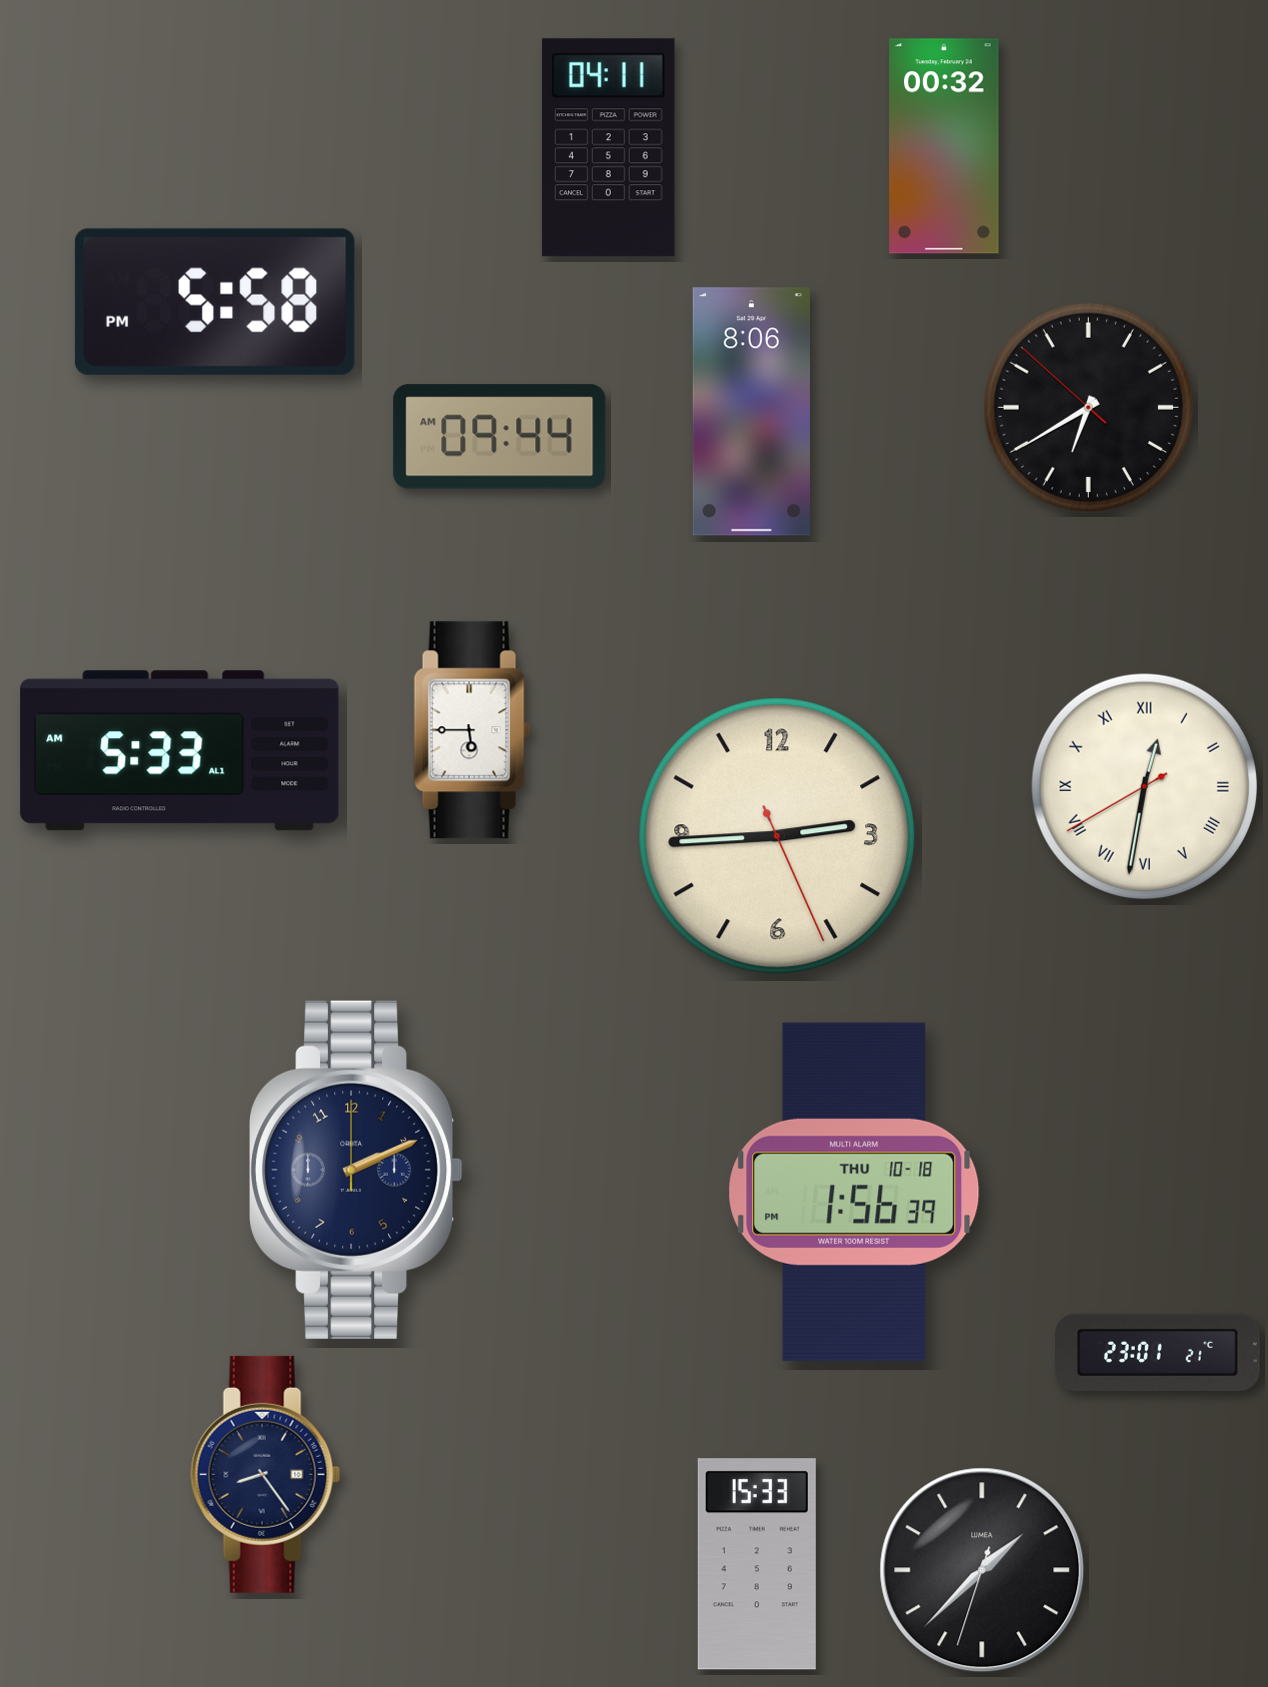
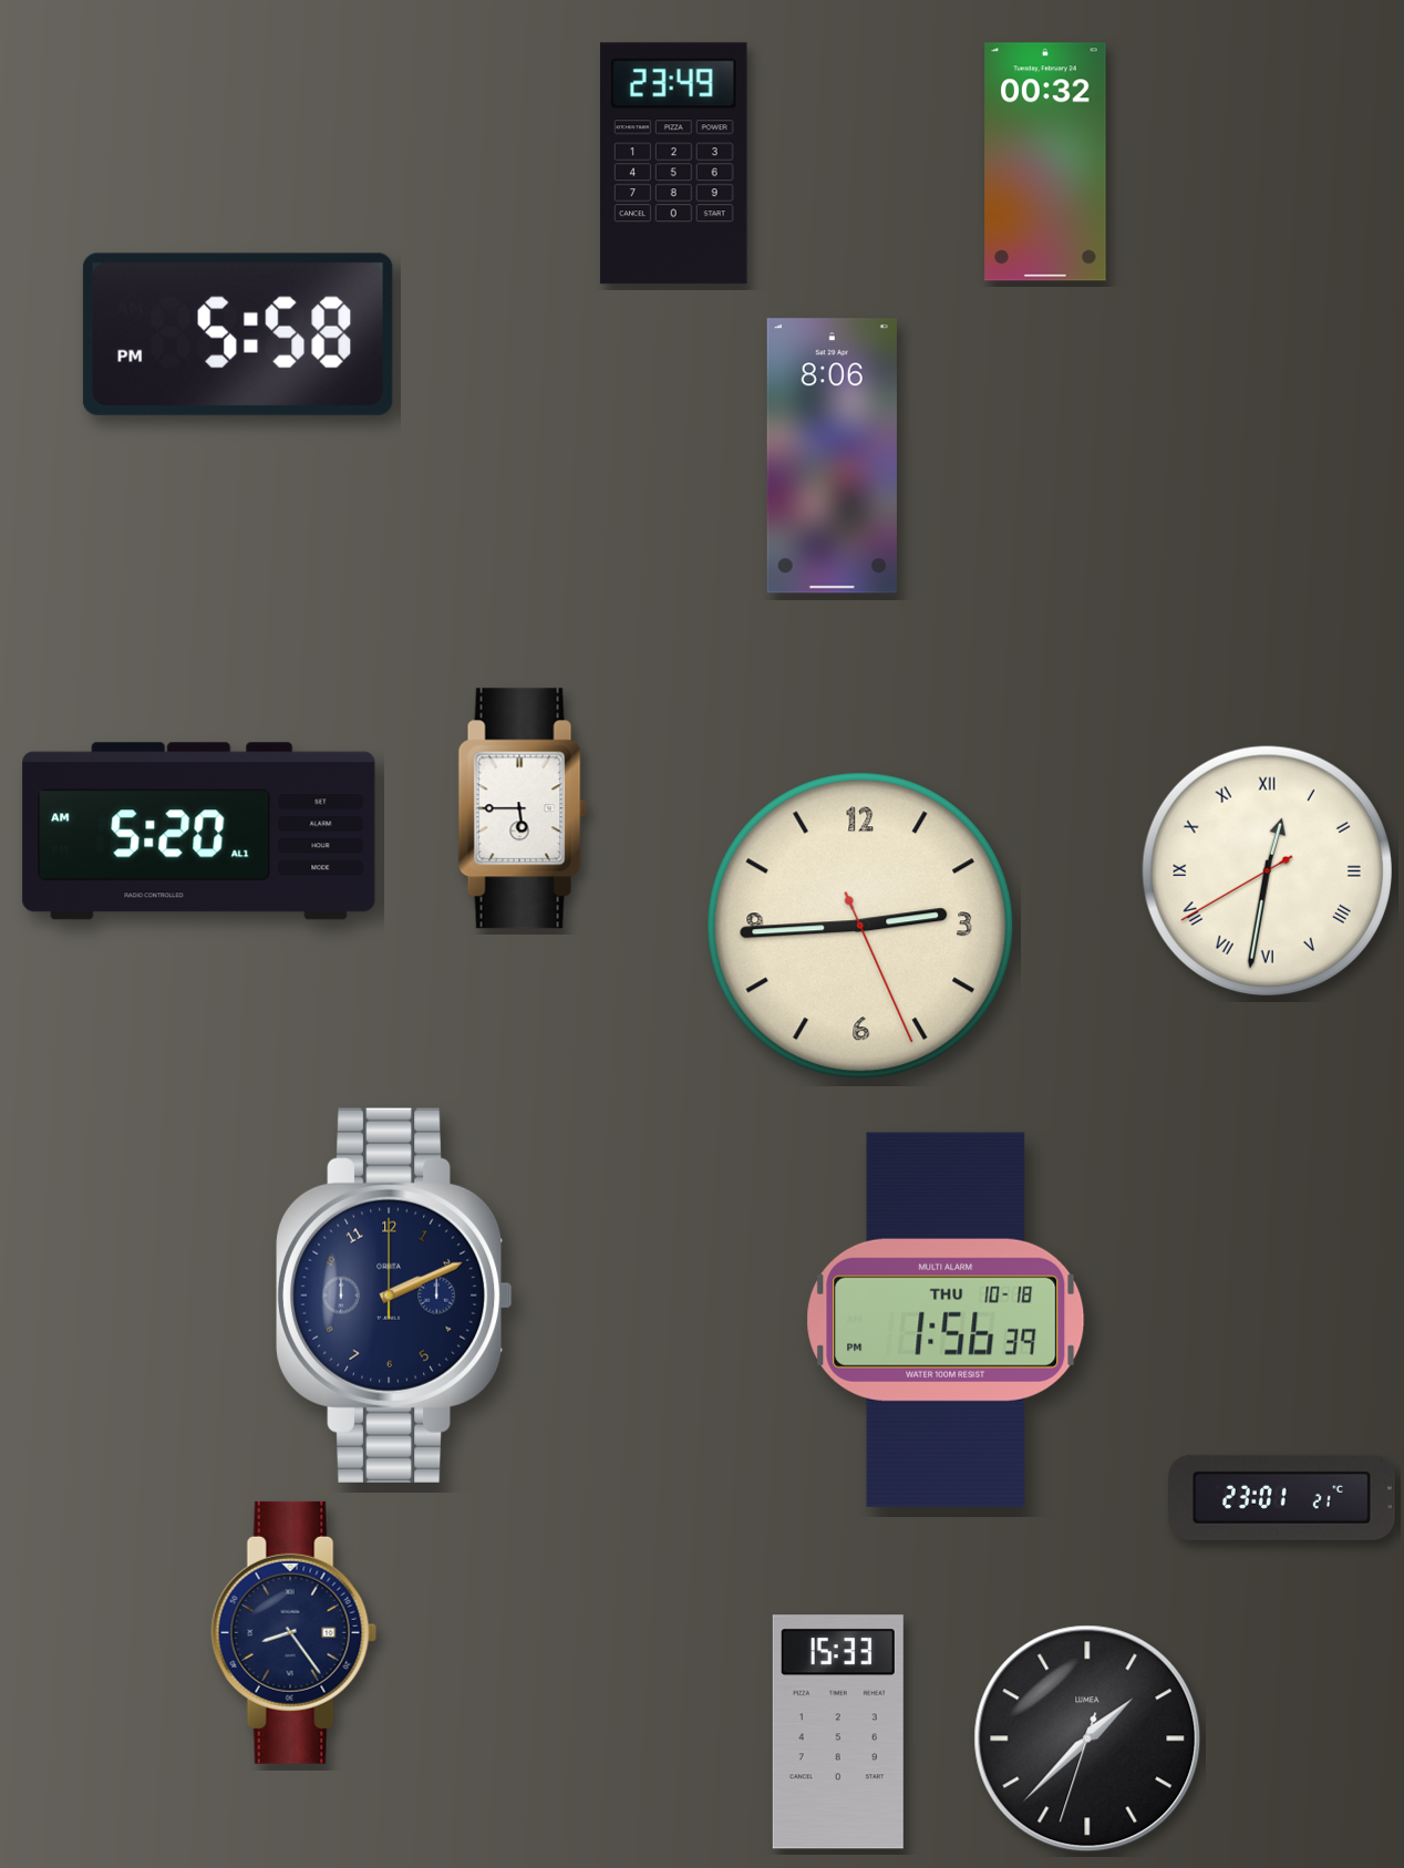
clock at (609, 148): 04:11 -> 23:49
clock at (1088, 407): 6:39 -> none
clock at (500, 437): 09:44 -> none
clock at (180, 751): 5:33 -> 5:20
